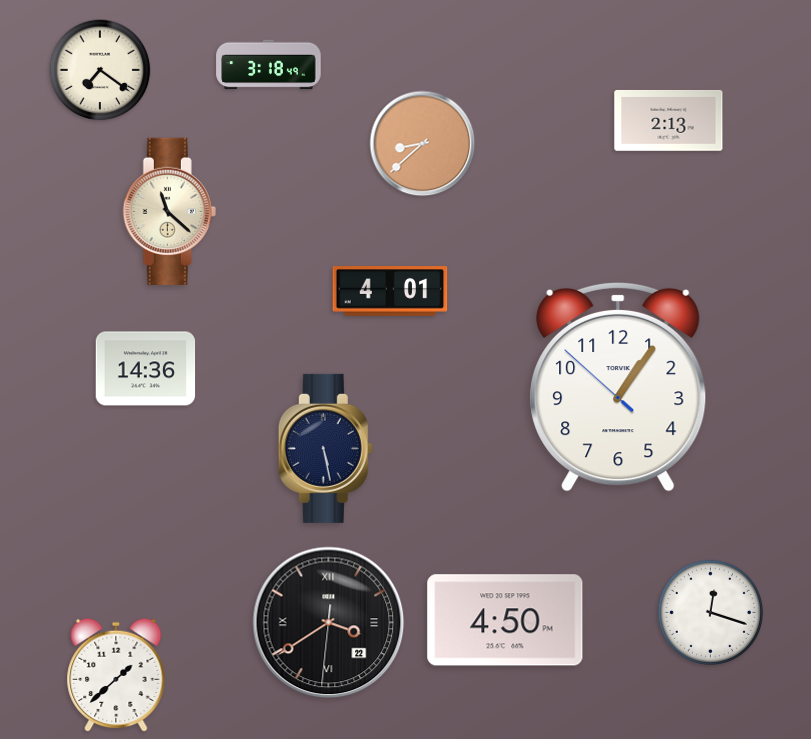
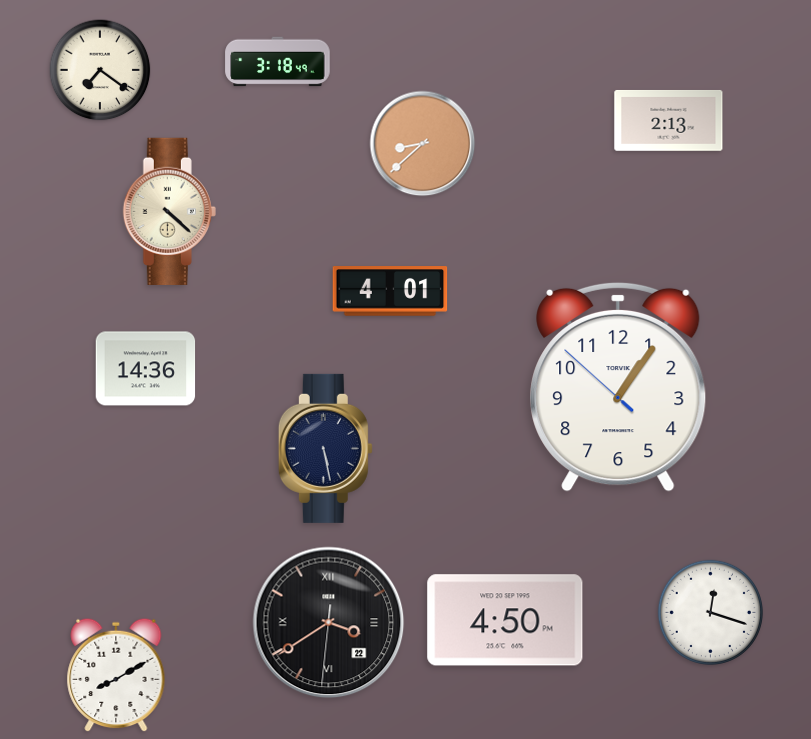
clock at (269, 65) position: (269, 65) -> (278, 62)
clock at (169, 211): 11:22 -> 4:22
clock at (116, 675): 1:38 -> 8:10
